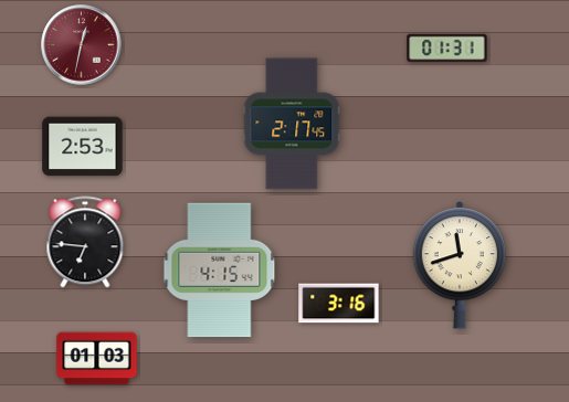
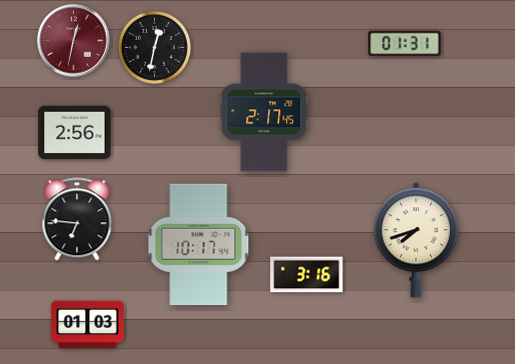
clock at (154, 47): none -> 12:32
clock at (83, 147): 2:53 -> 2:56
clock at (460, 266): 11:42 -> 7:42
clock at (220, 271): 4:15 -> 10:17
